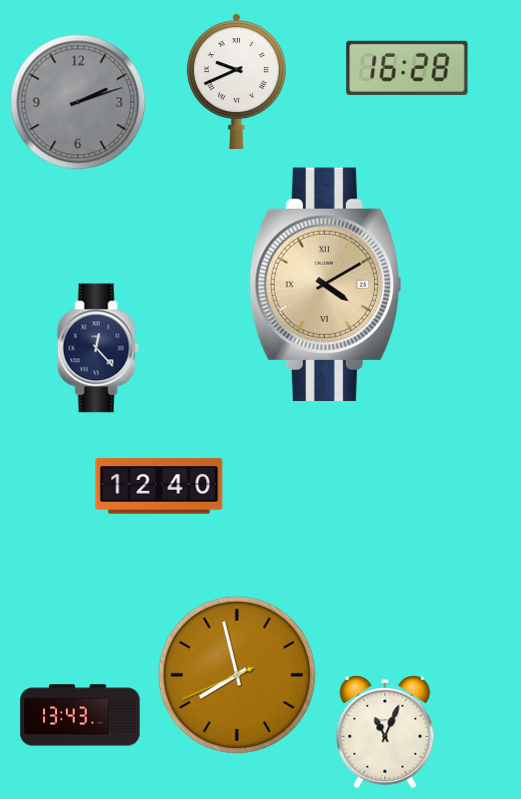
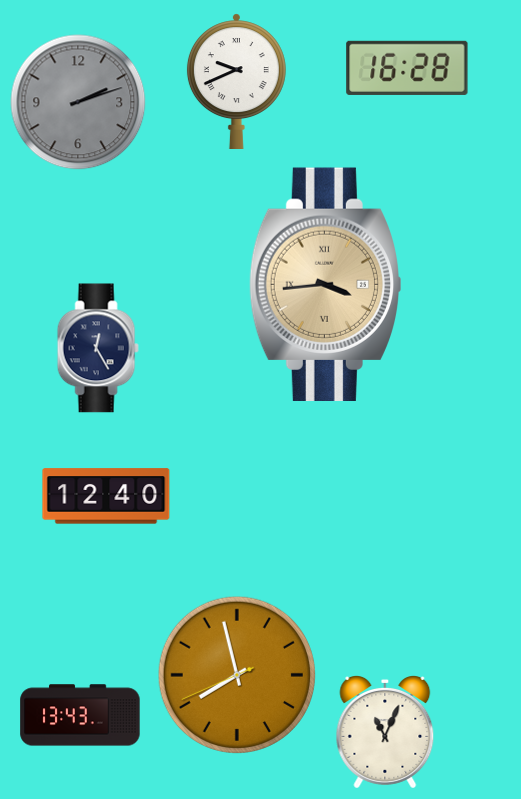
clock at (324, 284): 4:10 -> 3:44
clock at (98, 348): 12:23 -> 12:25
clock at (159, 486) position: (159, 486) -> (106, 496)
